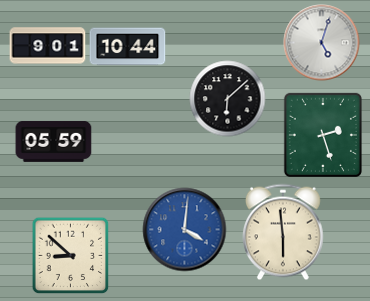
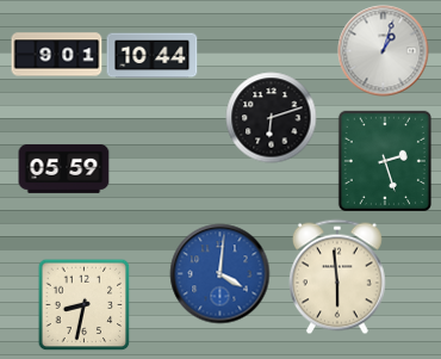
clock at (322, 43): 5:03 -> 1:03
clock at (228, 99): 6:08 -> 6:12
clock at (70, 255): 8:52 -> 8:32
